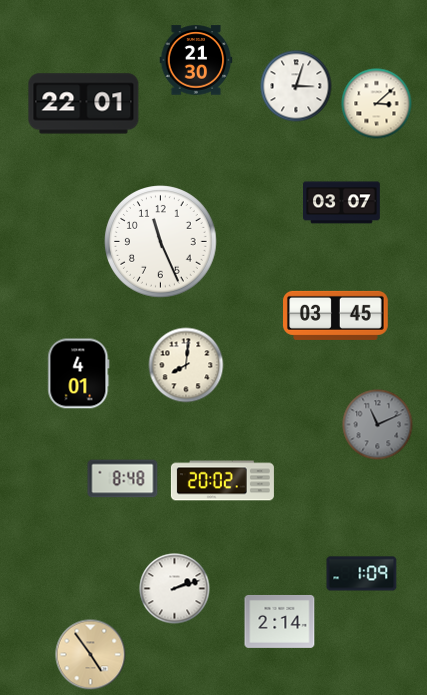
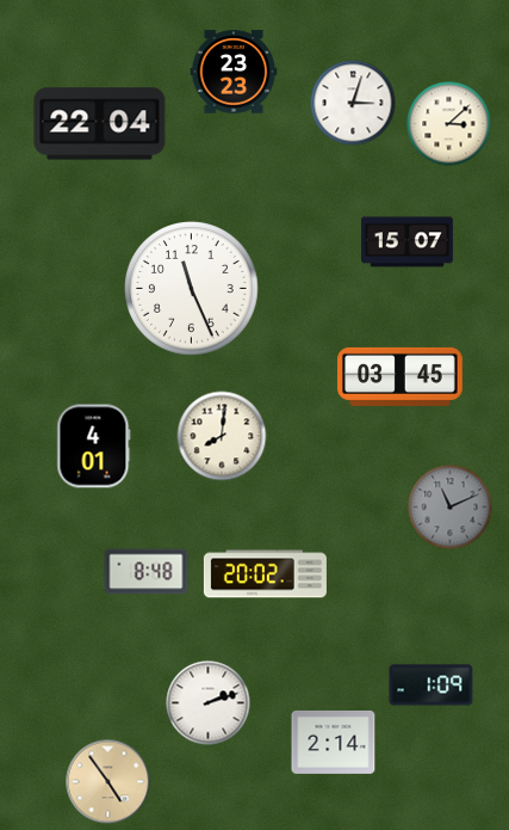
clock at (196, 60): 21:30 -> 23:23
clock at (84, 104): 22:01 -> 22:04
clock at (342, 203): 03:07 -> 15:07
